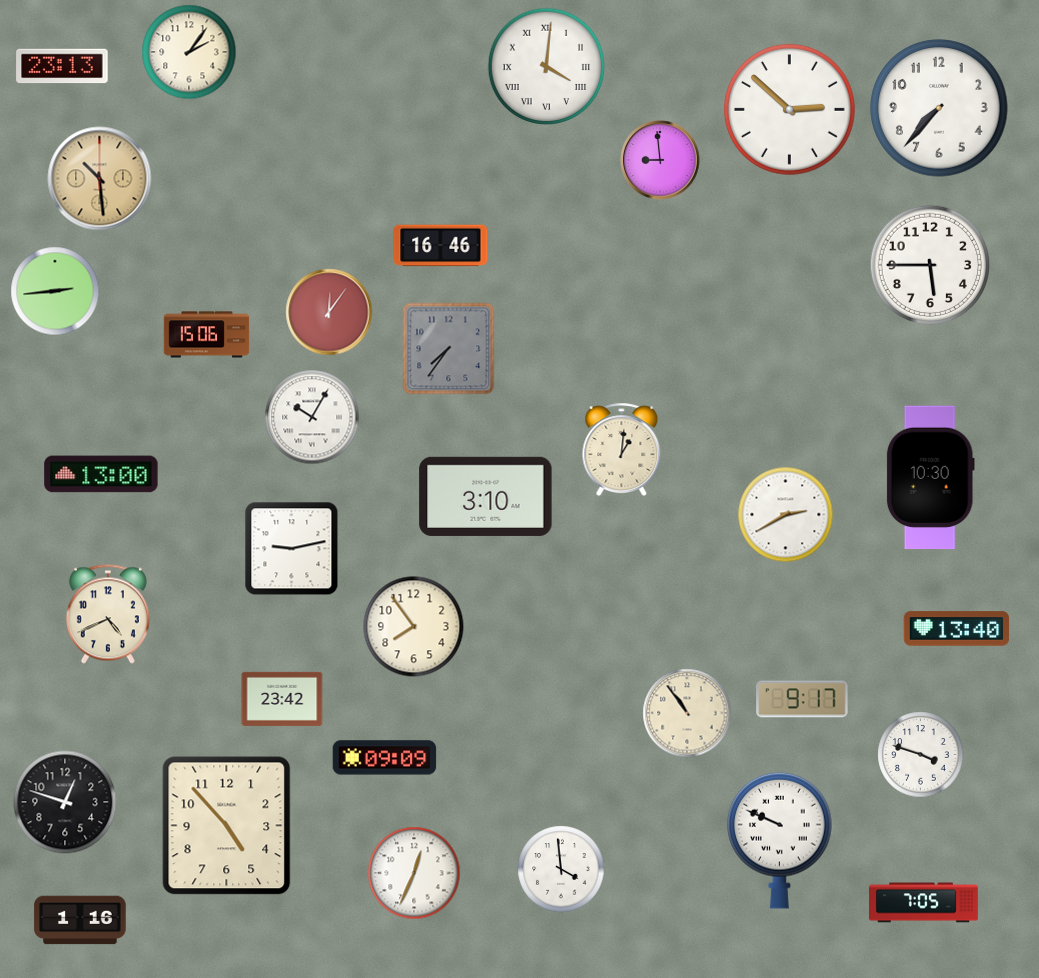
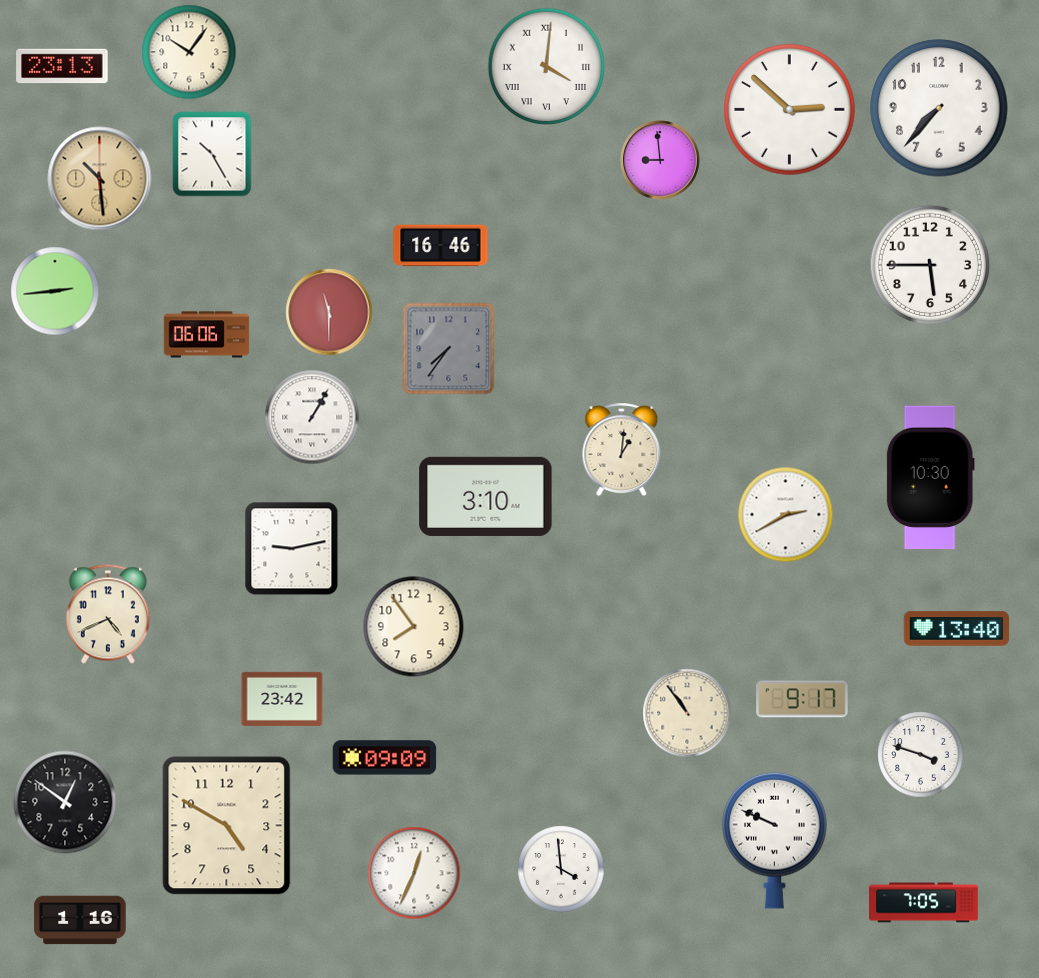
clock at (189, 52): 2:06 -> 10:06
clock at (212, 154): none -> 10:25
clock at (329, 312): 12:06 -> 11:30
clock at (207, 335): 15:06 -> 06:06
clock at (312, 417): 10:05 -> 1:05
clock at (101, 474): 13:00 -> none
clock at (65, 802): 12:48 -> 12:51
clock at (227, 826): 4:53 -> 4:50
clock at (780, 840) position: (780, 840) -> (775, 840)
